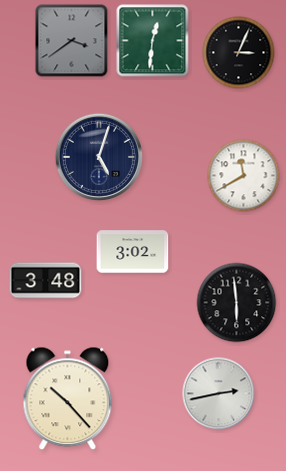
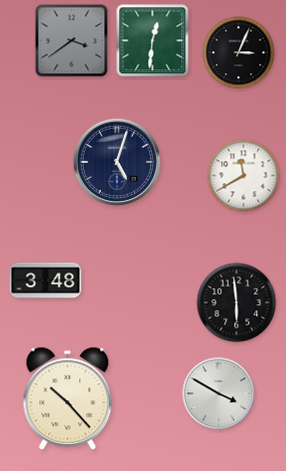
clock at (98, 156) position: (98, 156) -> (116, 161)
clock at (133, 252): 3:02 -> none
clock at (219, 394): 2:43 -> 3:50
